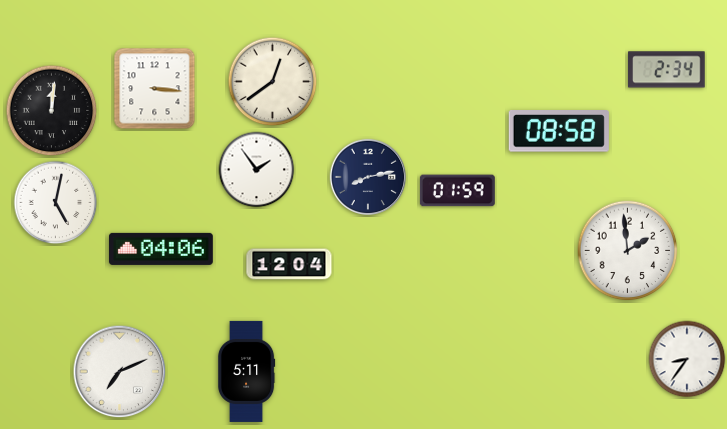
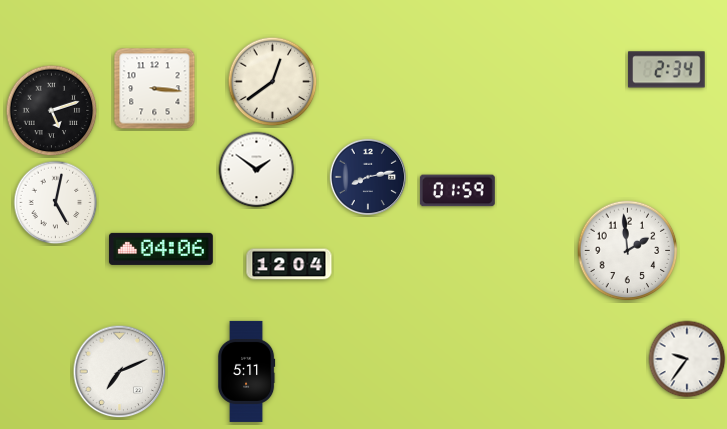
clock at (52, 111): 12:01 -> 5:12
clock at (559, 131): 08:58 -> none
clock at (257, 170): 1:54 -> 1:51
clock at (687, 359): 8:36 -> 9:36
